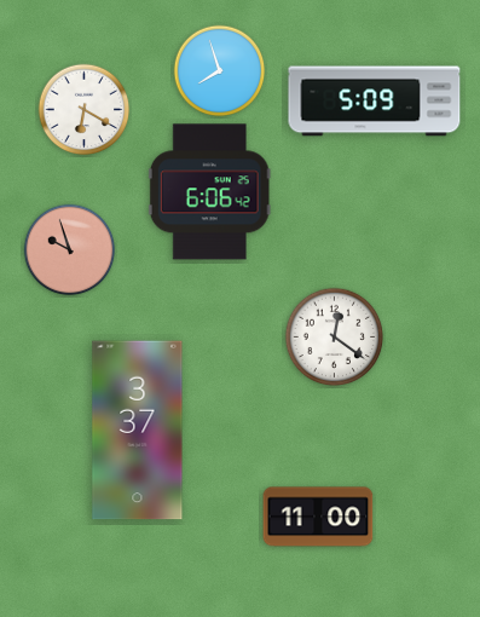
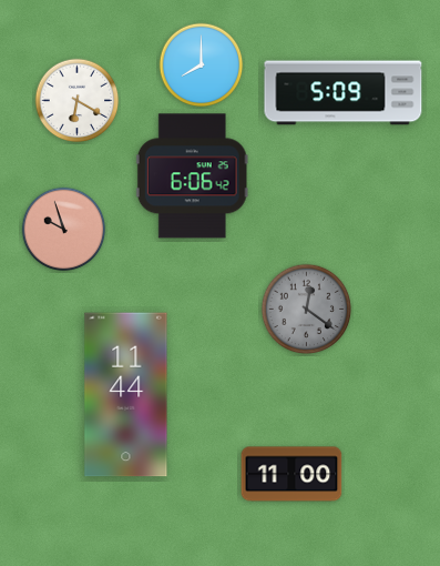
clock at (220, 71): 7:57 -> 8:00
clock at (335, 338) dial: white -> grey
clock at (138, 431): 3:37 -> 11:44
